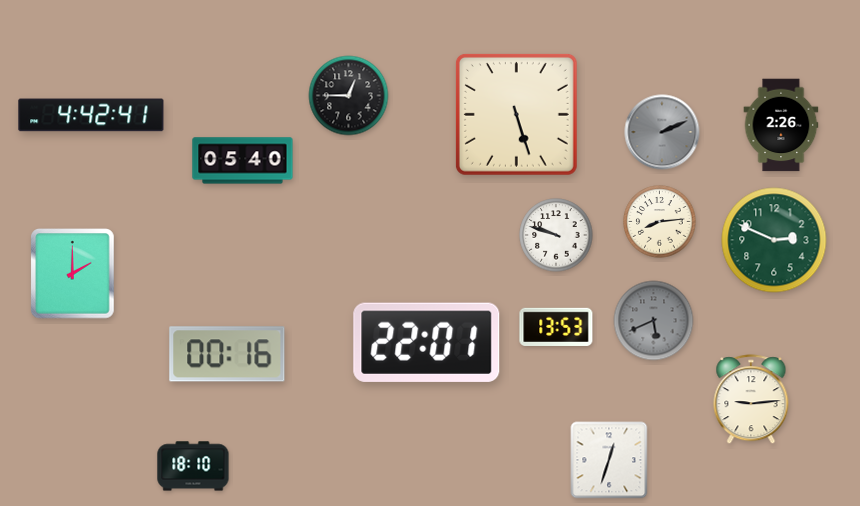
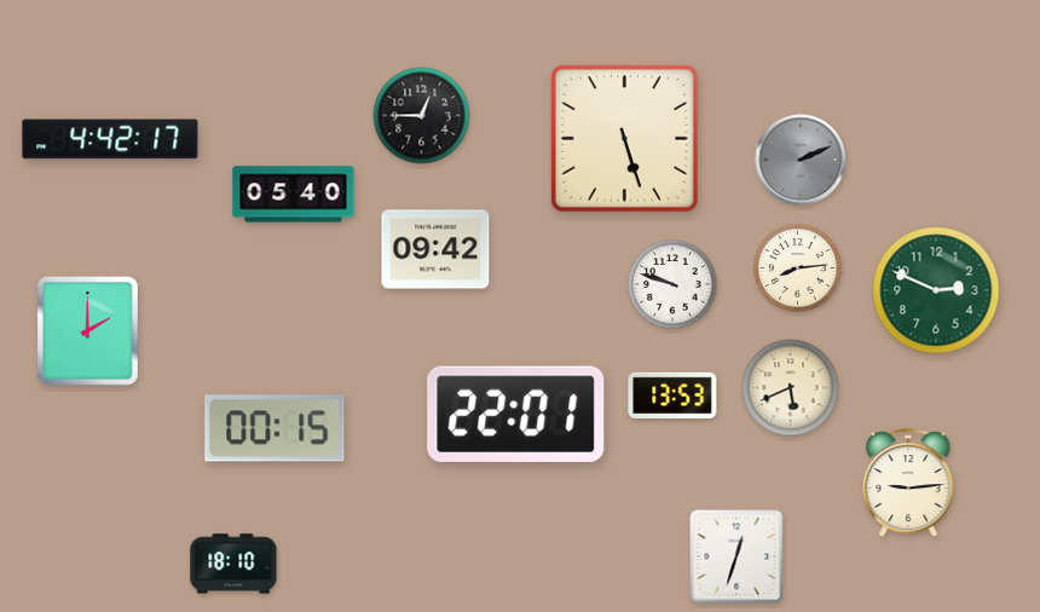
clock at (91, 115): 4:42:41 -> 4:42:17
clock at (781, 125): 2:26 -> none
clock at (435, 249): none -> 09:42
clock at (654, 321) dial: grey -> cream
clock at (227, 354): 00:16 -> 00:15
